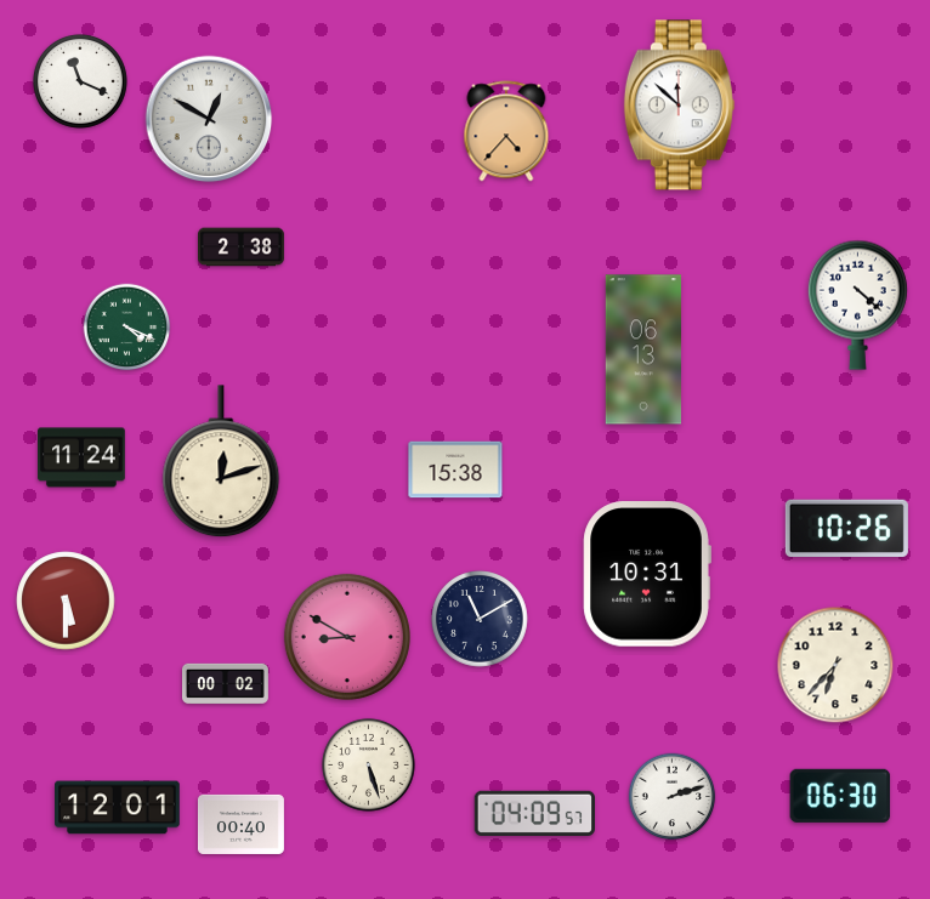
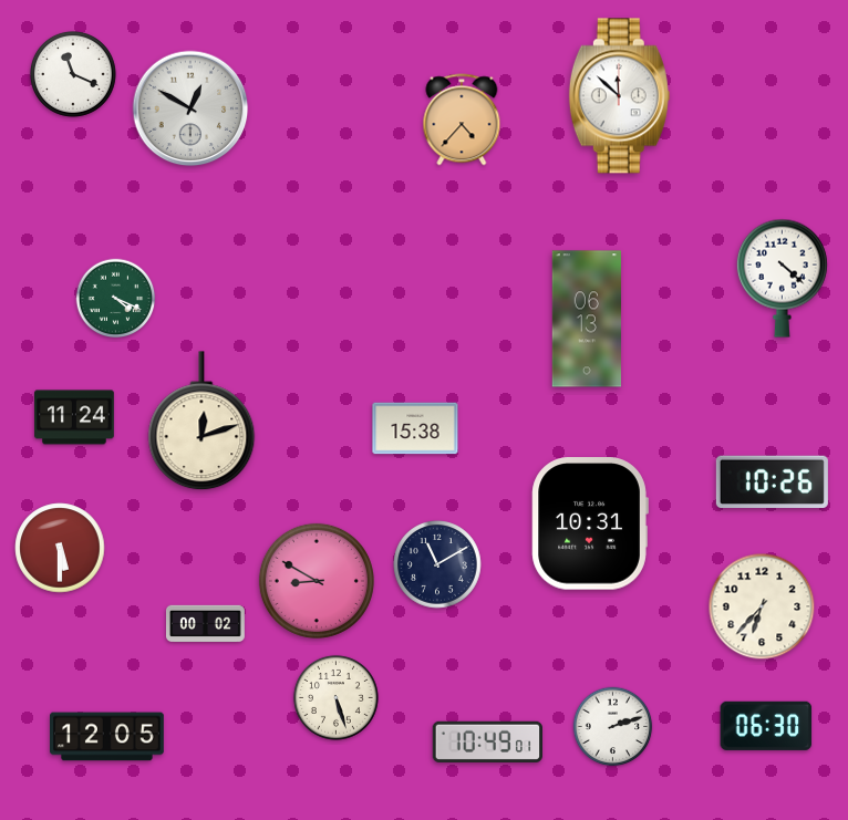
clock at (242, 247): 2:38 -> none
clock at (118, 808): 12:01 -> 12:05
clock at (534, 813): 04:09 -> 10:49
clock at (240, 824): 00:40 -> none
